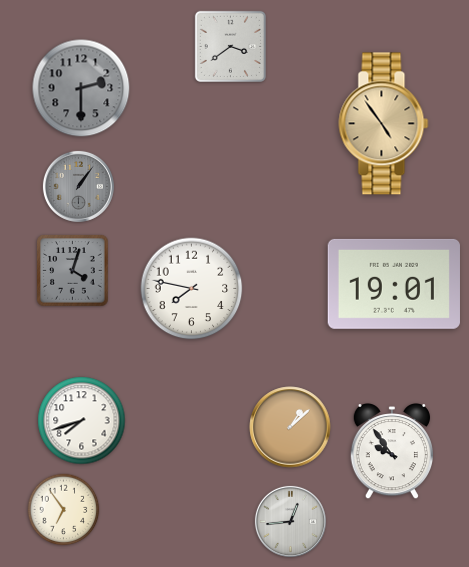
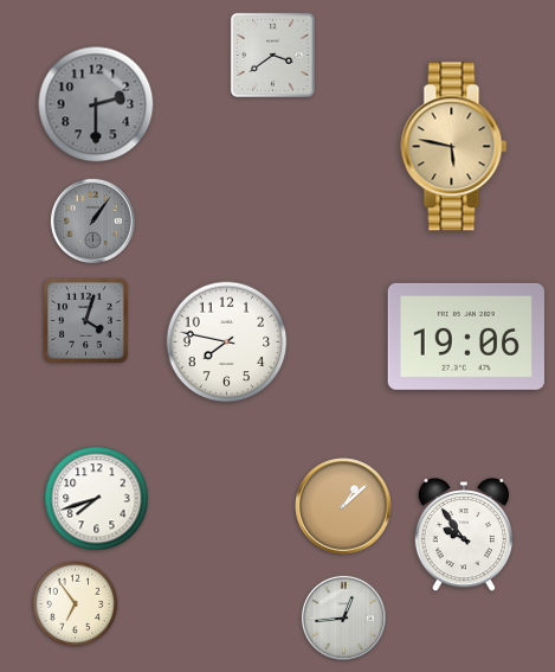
clock at (384, 124): 4:54 -> 5:47
clock at (394, 284): 19:01 -> 19:06
